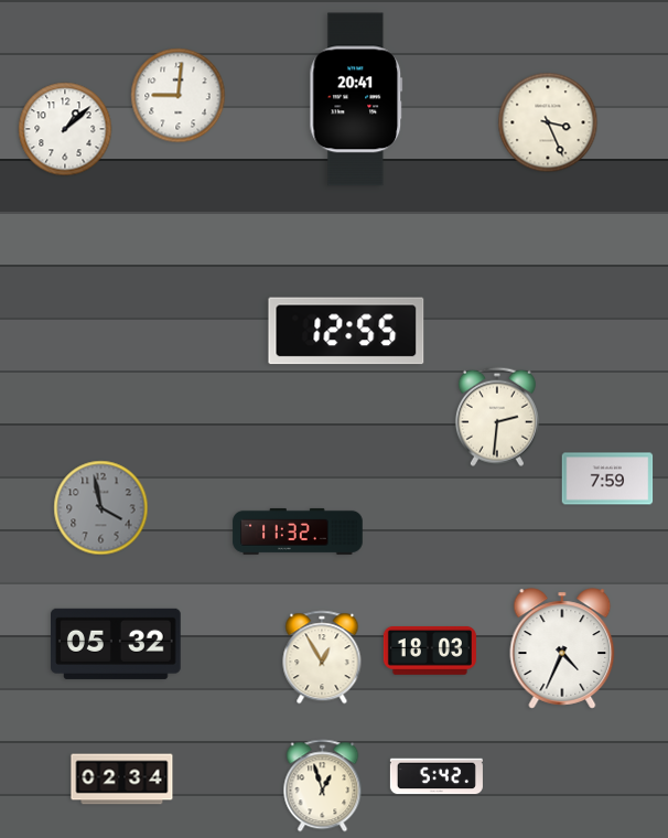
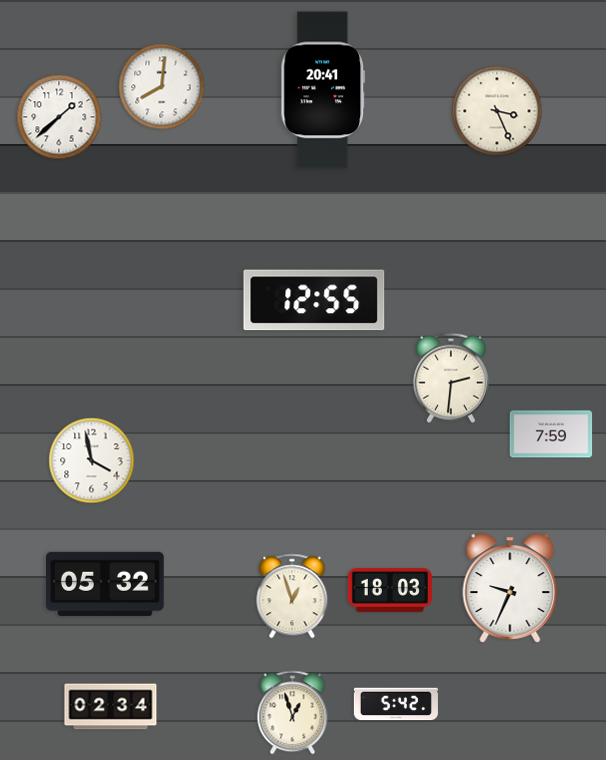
clock at (179, 96): 9:01 -> 8:01
clock at (65, 129): 1:08 -> 1:38
clock at (101, 508) dial: grey -> white
clock at (298, 531): 11:32 -> none
clock at (562, 648): 4:34 -> 9:34
clock at (322, 657): 12:55 -> 12:57
